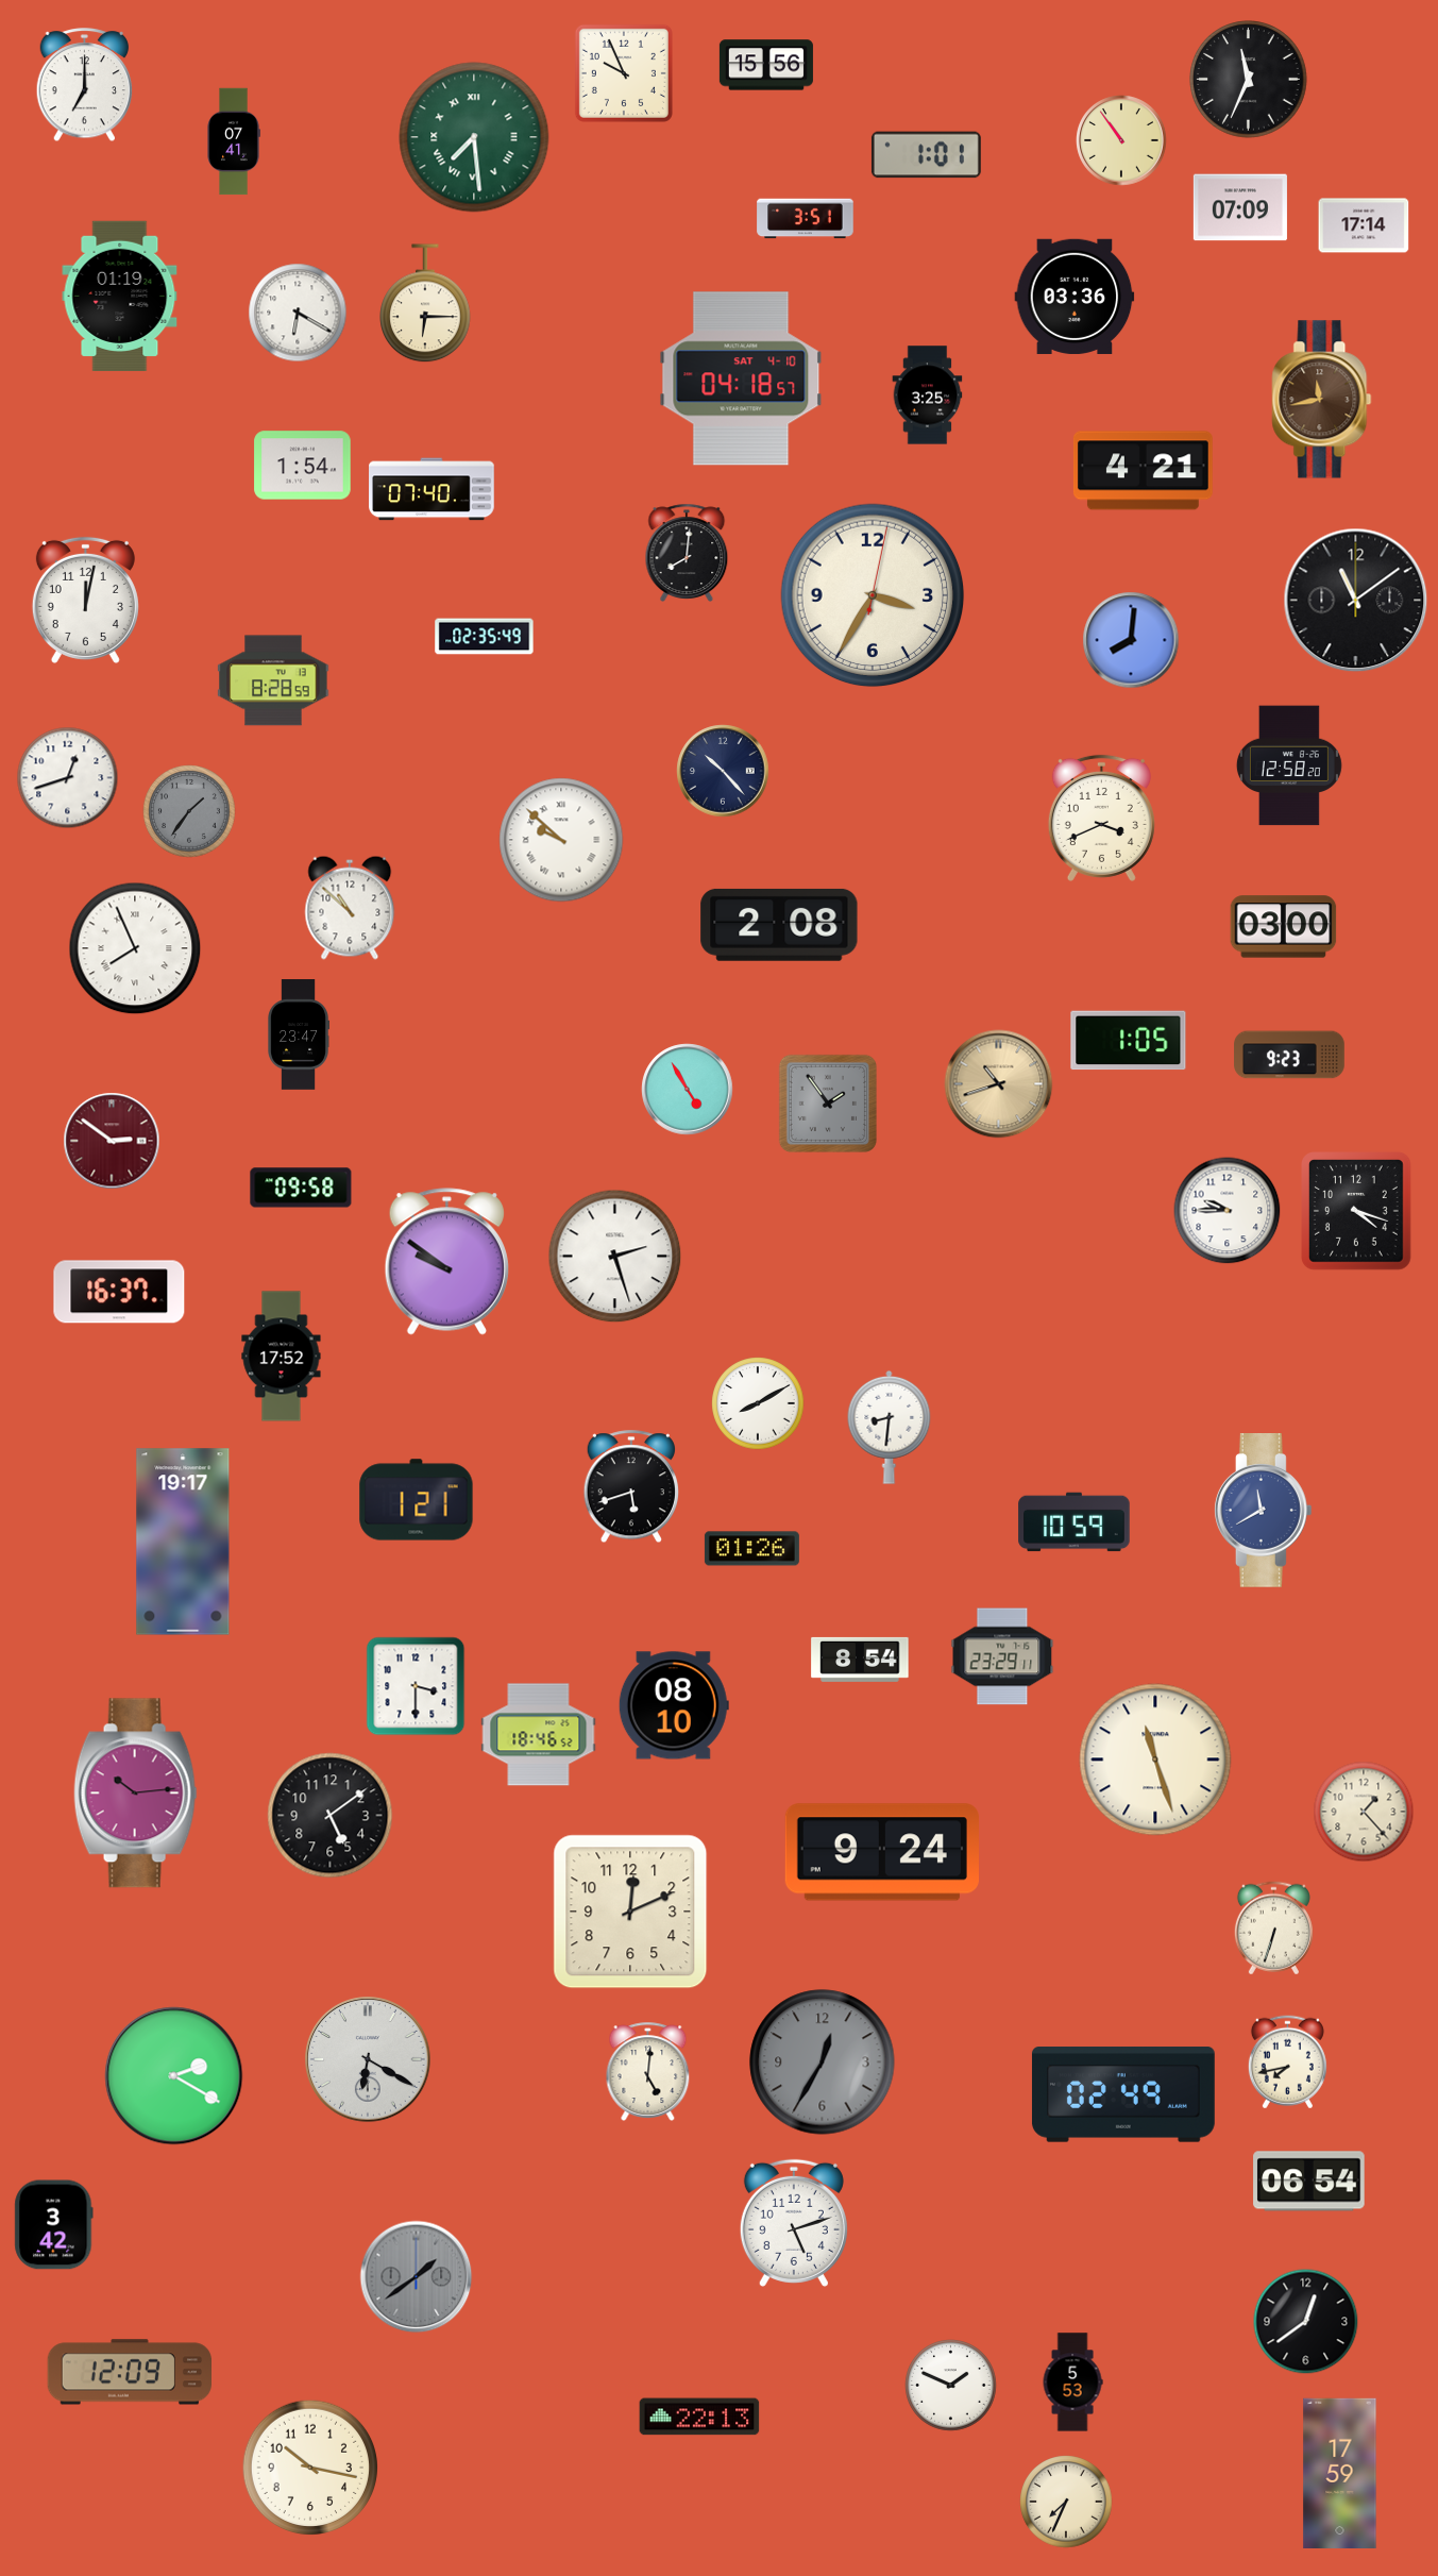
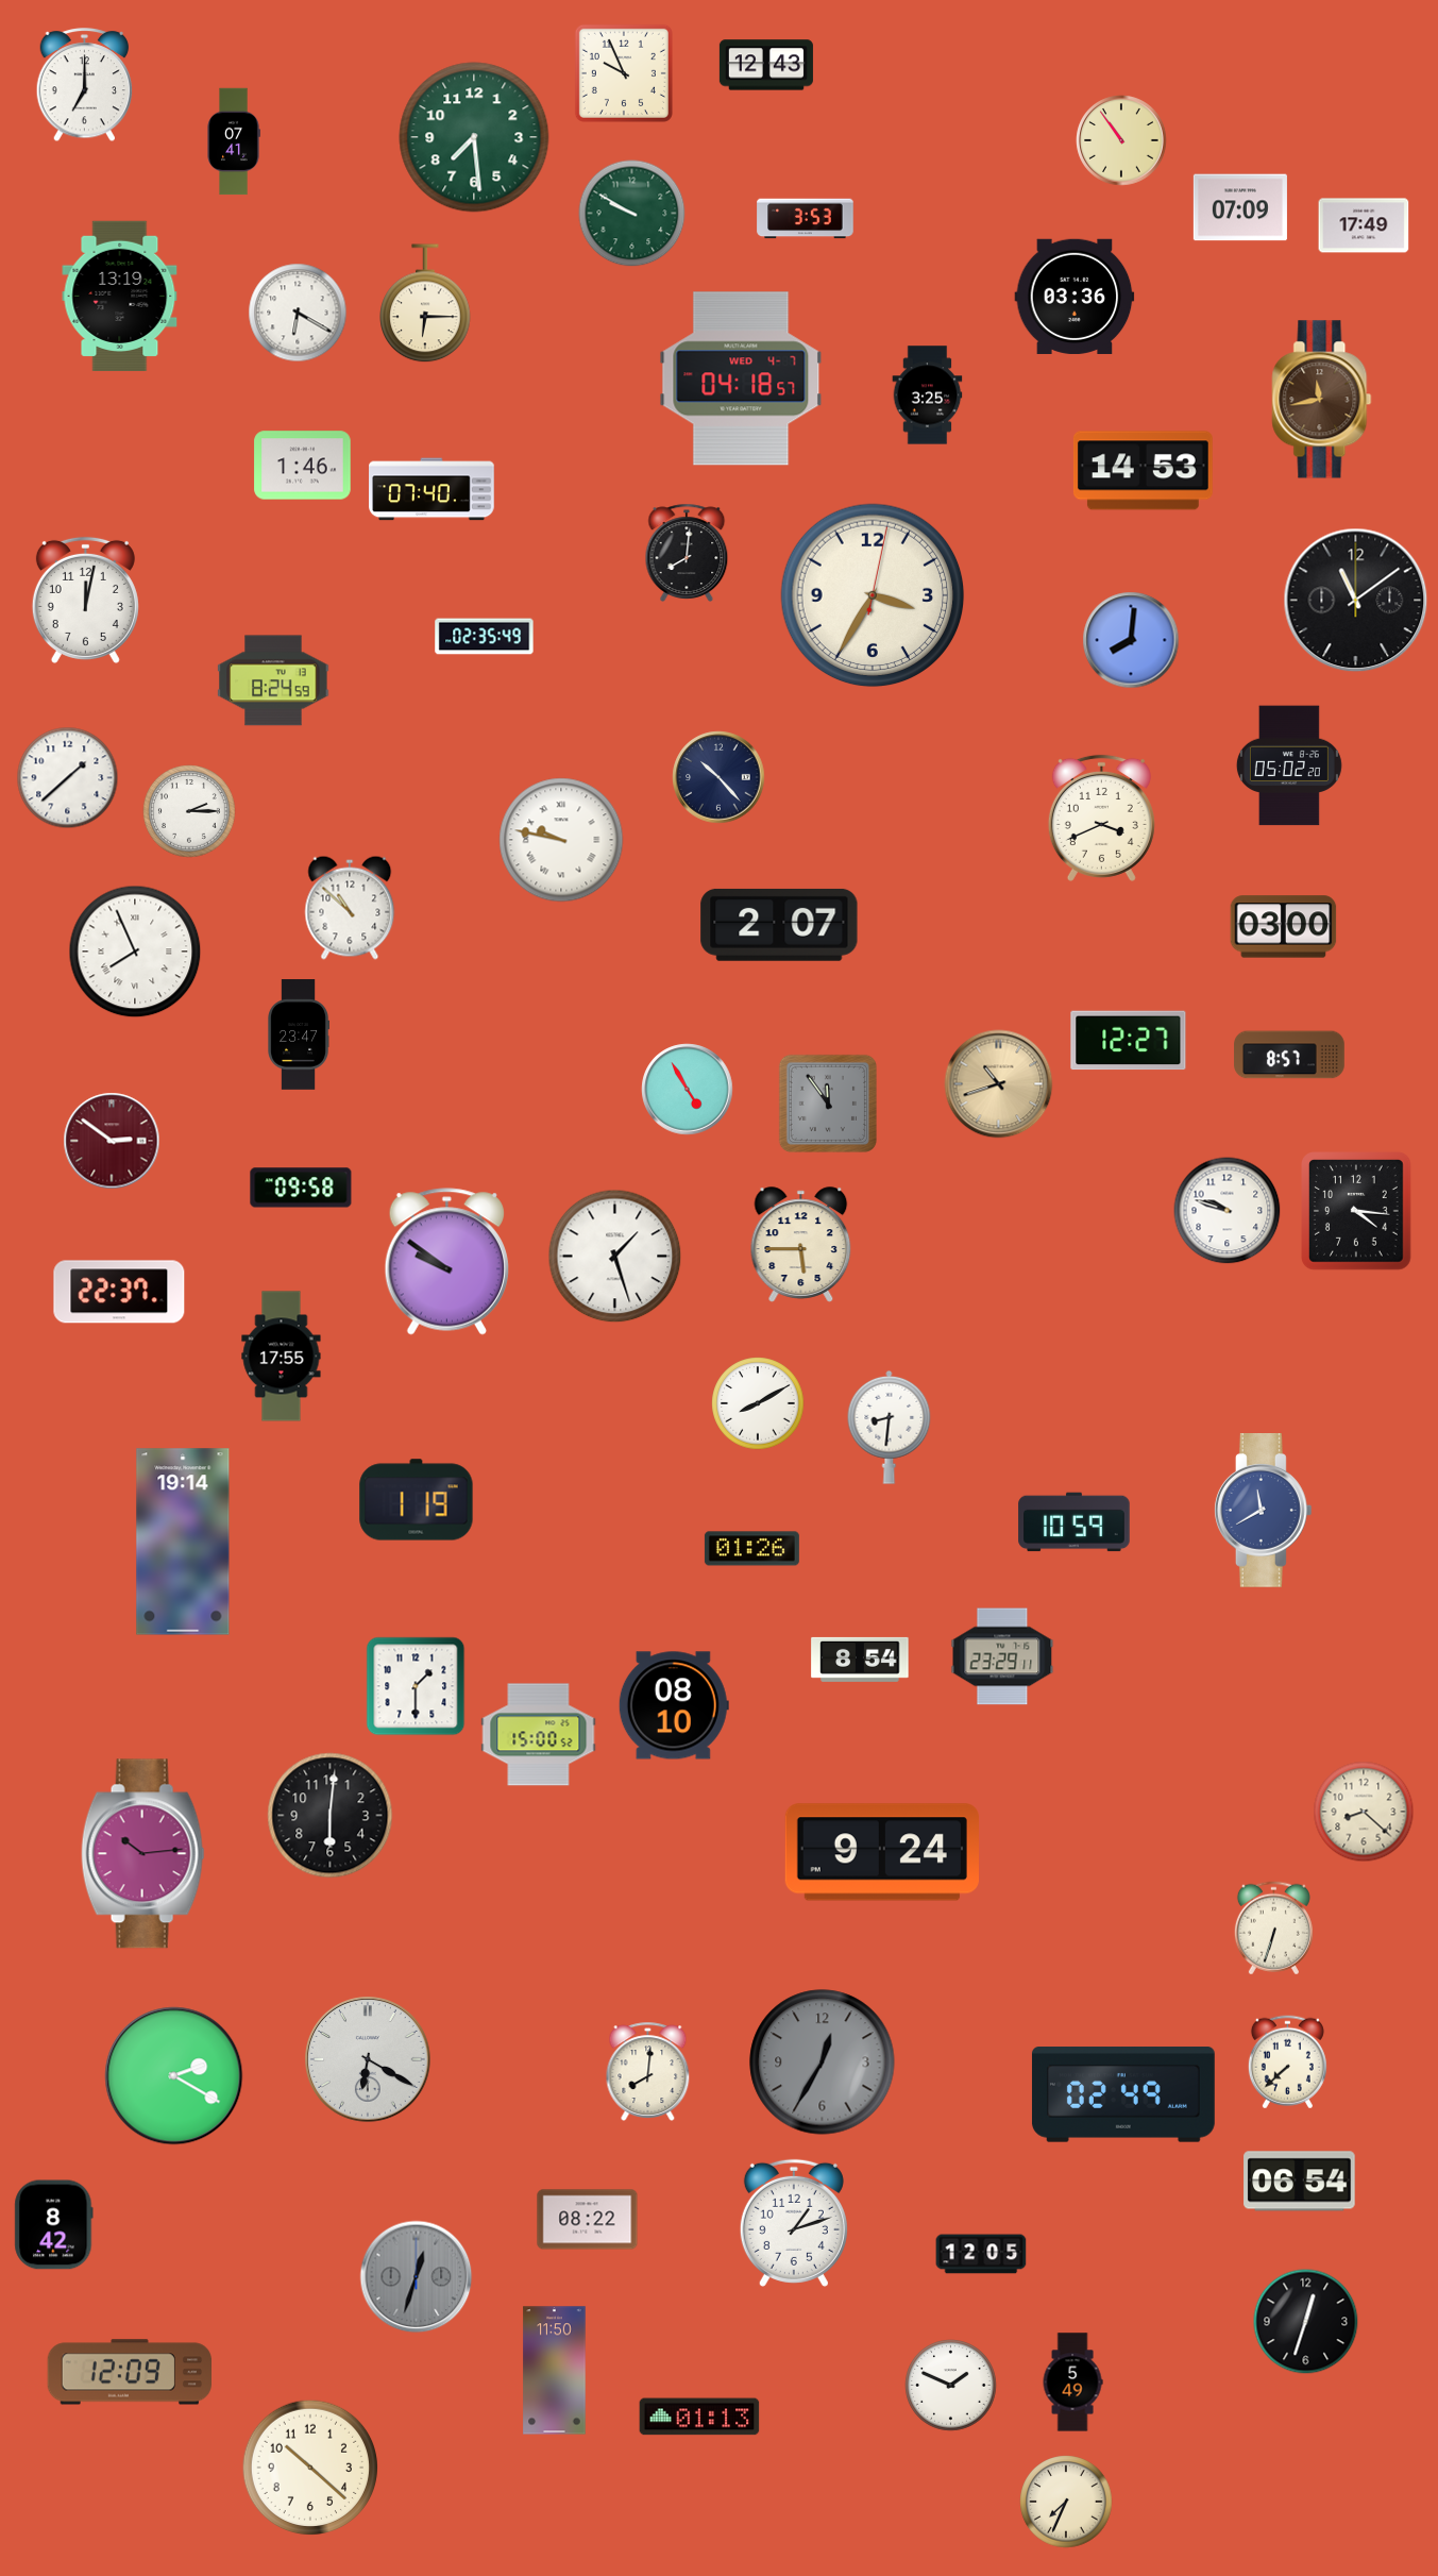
clock at (766, 65): 15:56 -> 12:43
clock at (1249, 80): 11:34 -> none
clock at (474, 137) numerals: Roman -> Arabic
clock at (926, 155): 1:01 -> none
clock at (632, 214): none -> 9:50
clock at (806, 219): 3:51 -> 3:53
clock at (1364, 225): 17:14 -> 17:49
clock at (120, 296): 01:19 -> 13:19
clock at (741, 378) date: SAT 4-10 -> WED 4-7
clock at (303, 466): 1:54 -> 1:46
clock at (1143, 471): 4:21 -> 14:53
clock at (273, 680): 8:28 -> 8:24
clock at (1289, 765): 12:58 -> 05:02
clock at (723, 771) position: (723, 771) -> (718, 777)
clock at (68, 778): 12:42 -> 1:38
clock at (189, 811): 1:36 -> 2:15
clock at (189, 811) dial: grey -> white
clock at (561, 840): 9:52 -> 9:47
clock at (779, 925): 2:08 -> 2:07
clock at (135, 948) position: (135, 948) -> (135, 952)
clock at (1129, 1041): 1:05 -> 12:27
clock at (1289, 1055): 9:23 -> 8:57
clock at (828, 1104): 1:54 -> 11:54
clock at (1228, 1211): 9:45 -> 9:48
clock at (1357, 1211): 4:18 -> 4:16
clock at (801, 1245): none -> 5:45
clock at (615, 1257): 2:27 -> 1:27
clock at (119, 1292): 16:37 -> 22:37
clock at (282, 1357): 17:52 -> 17:55
clock at (630, 1487): 5:42 -> none
clock at (417, 1500): 1:21 -> 1:19
clock at (183, 1542): 19:17 -> 19:14
clock at (416, 1686): 3:30 -> 1:30
clock at (539, 1735): 18:46 -> 15:00
clock at (1155, 1760): 11:27 -> none
clock at (135, 1794) position: (135, 1794) -> (142, 1854)
clock at (1364, 1812): 1:23 -> 8:22
clock at (331, 1816): 5:09 -> 6:01
clock at (630, 1912): 12:11 -> none
clock at (1287, 2063): 7:43 -> 7:38
clock at (648, 2071): 5:01 -> 8:01
clock at (1309, 2182) position: (1309, 2182) -> (1300, 2182)
clock at (588, 2220): none -> 08:22
clock at (794, 2223): 5:12 -> 1:12
clock at (54, 2225): 3:42 -> 8:42
clock at (981, 2254): none -> 12:05
clock at (417, 2277): 1:39 -> 12:33
clock at (1306, 2322): 12:39 -> 12:33
clock at (555, 2371): none -> 11:50
clock at (1072, 2383): 5:53 -> 5:49
clock at (699, 2417): 22:13 -> 01:13
clock at (309, 2466): 10:17 -> 10:22
clock at (1340, 2473): 17:59 -> none
